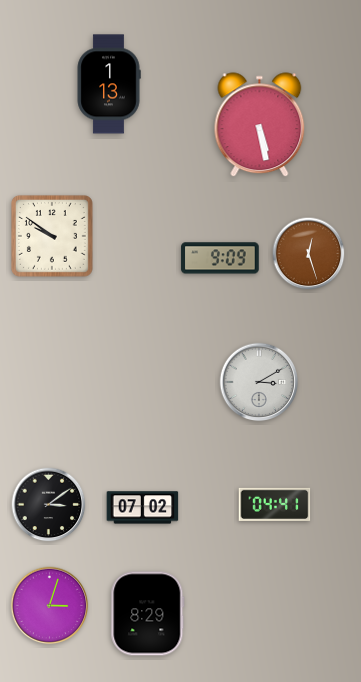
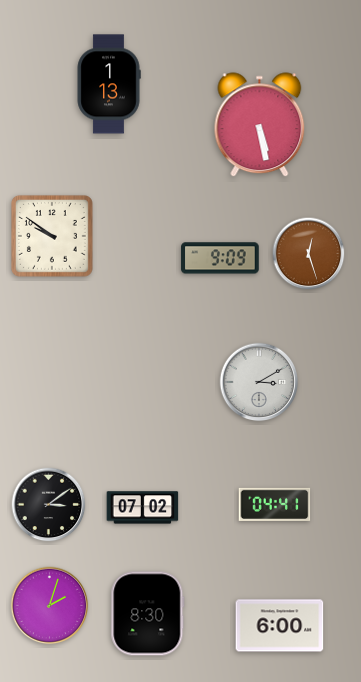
clock at (50, 606): 3:03 -> 2:03
clock at (148, 614): 8:29 -> 8:30
clock at (280, 626): none -> 6:00
